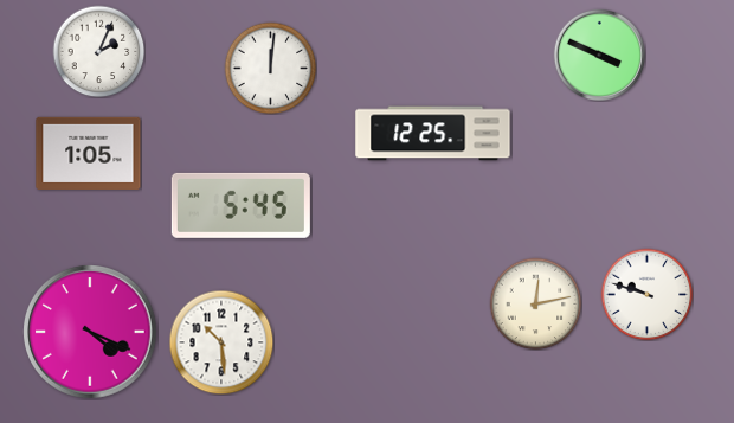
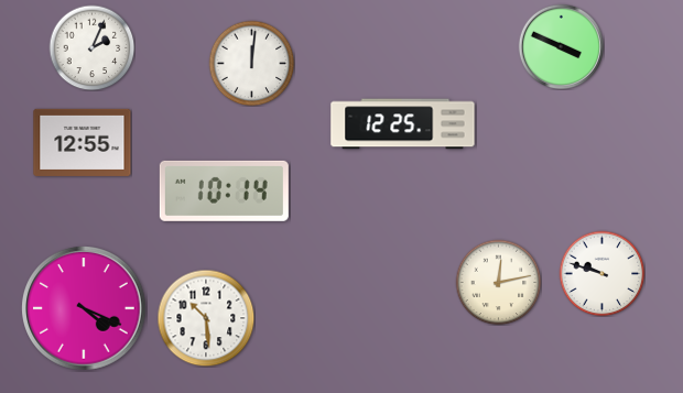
clock at (599, 55) position: (599, 55) -> (561, 46)
clock at (89, 153): 1:05 -> 12:55
clock at (240, 205): 5:45 -> 10:14
